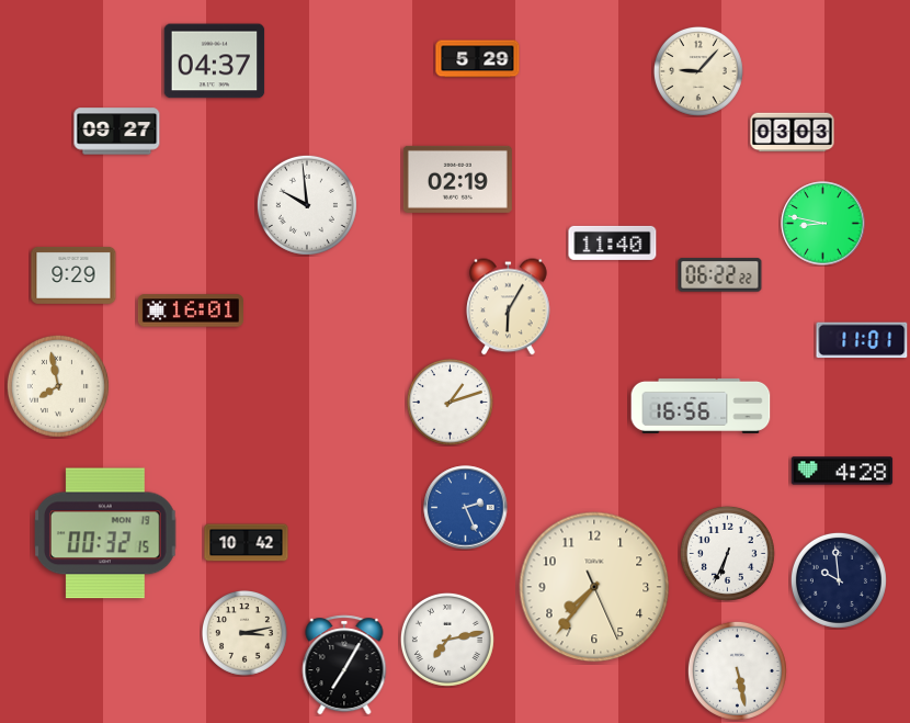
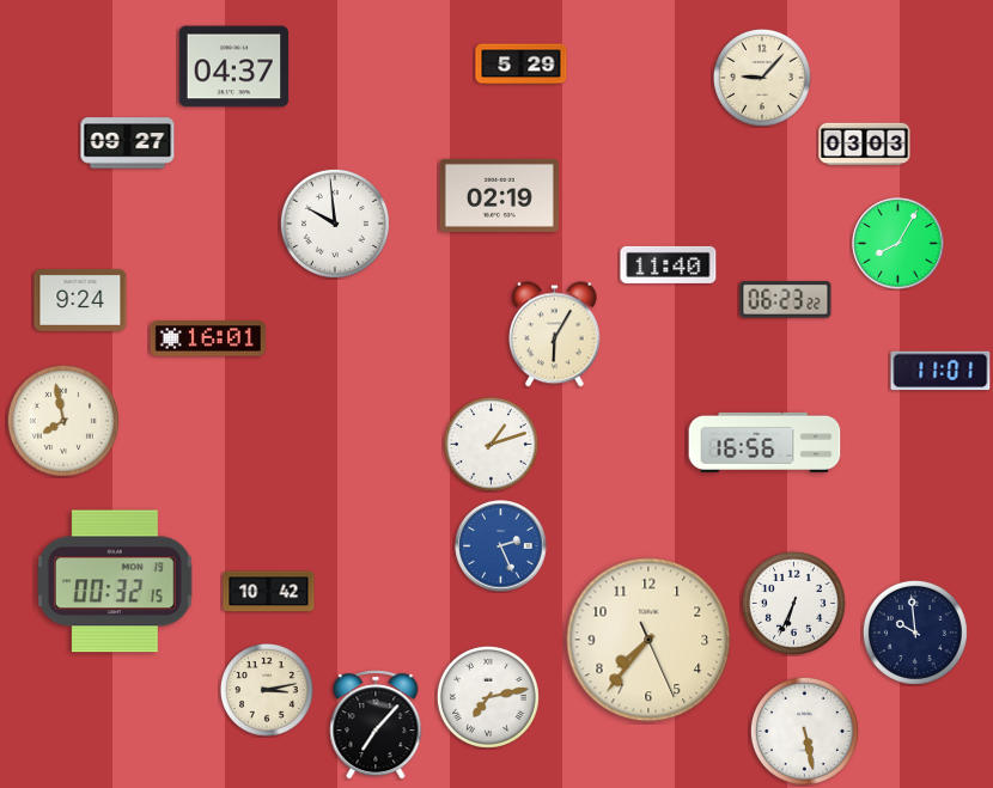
clock at (823, 224): 8:47 -> 8:05
clock at (73, 275): 9:29 -> 9:24
clock at (720, 275): 06:22 -> 06:23
clock at (450, 402) position: (450, 402) -> (491, 444)
clock at (842, 471): 4:28 -> none
clock at (466, 508) position: (466, 508) -> (501, 546)
clock at (344, 665): 7:05 -> 7:07
